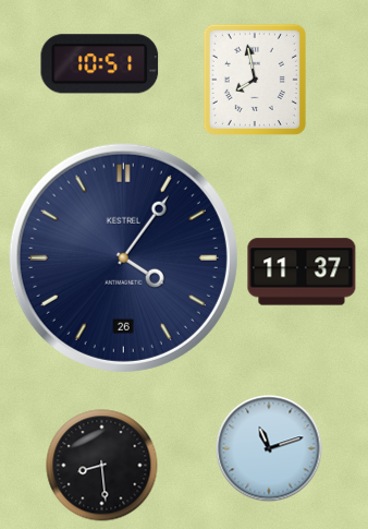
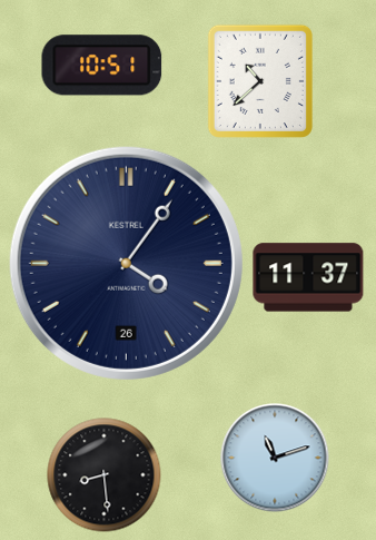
clock at (255, 80): 7:58 -> 10:38
